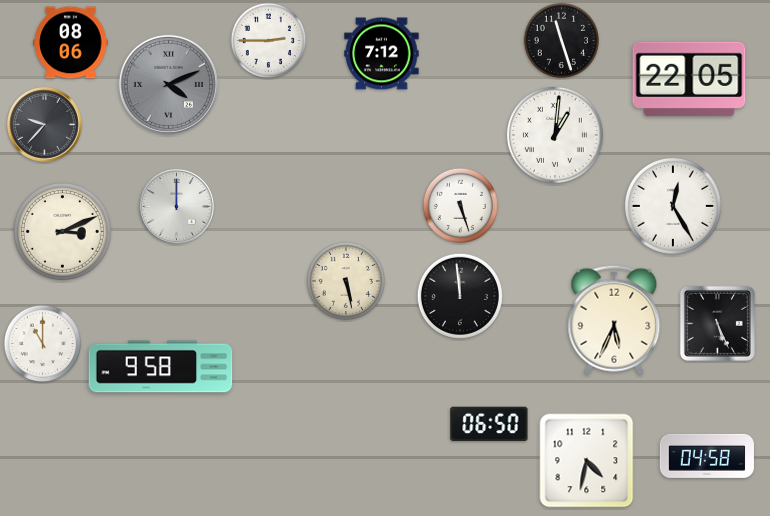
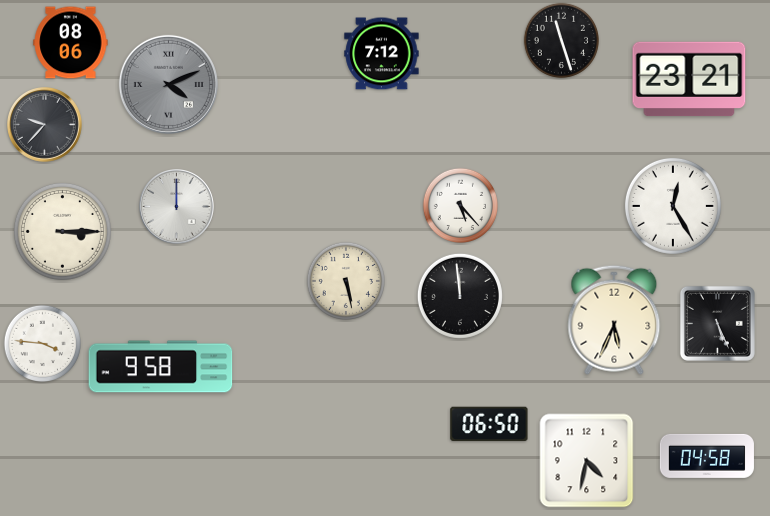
clock at (268, 40): 2:45 -> none
clock at (689, 79): 22:05 -> 23:21
clock at (555, 135): 1:01 -> none
clock at (460, 205): 5:27 -> 5:23
clock at (62, 231): 3:11 -> 3:15
clock at (42, 343): 11:00 -> 3:46
